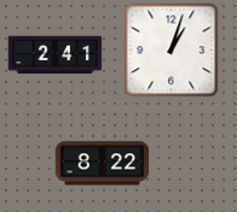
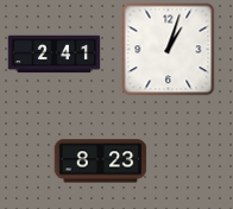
clock at (102, 164): 8:22 -> 8:23
